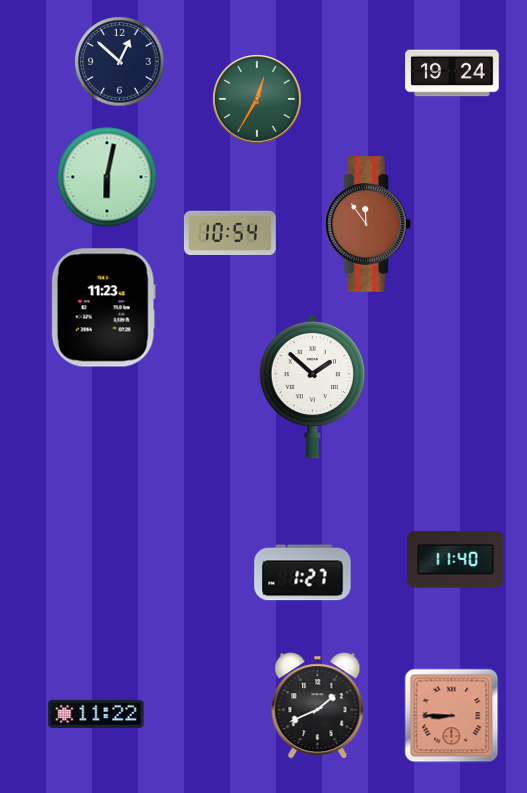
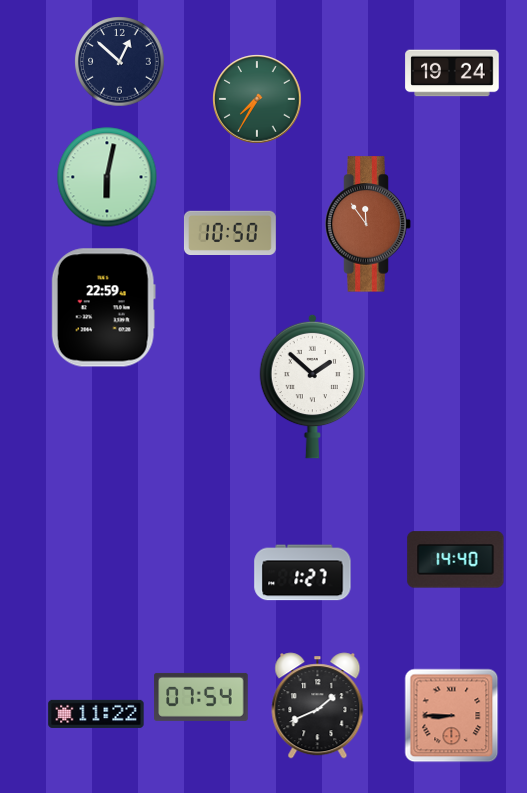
clock at (257, 99): 12:35 -> 7:35
clock at (230, 233): 10:54 -> 10:50
clock at (103, 308): 11:23 -> 22:59
clock at (456, 560): 11:40 -> 14:40
clock at (201, 697): none -> 07:54
